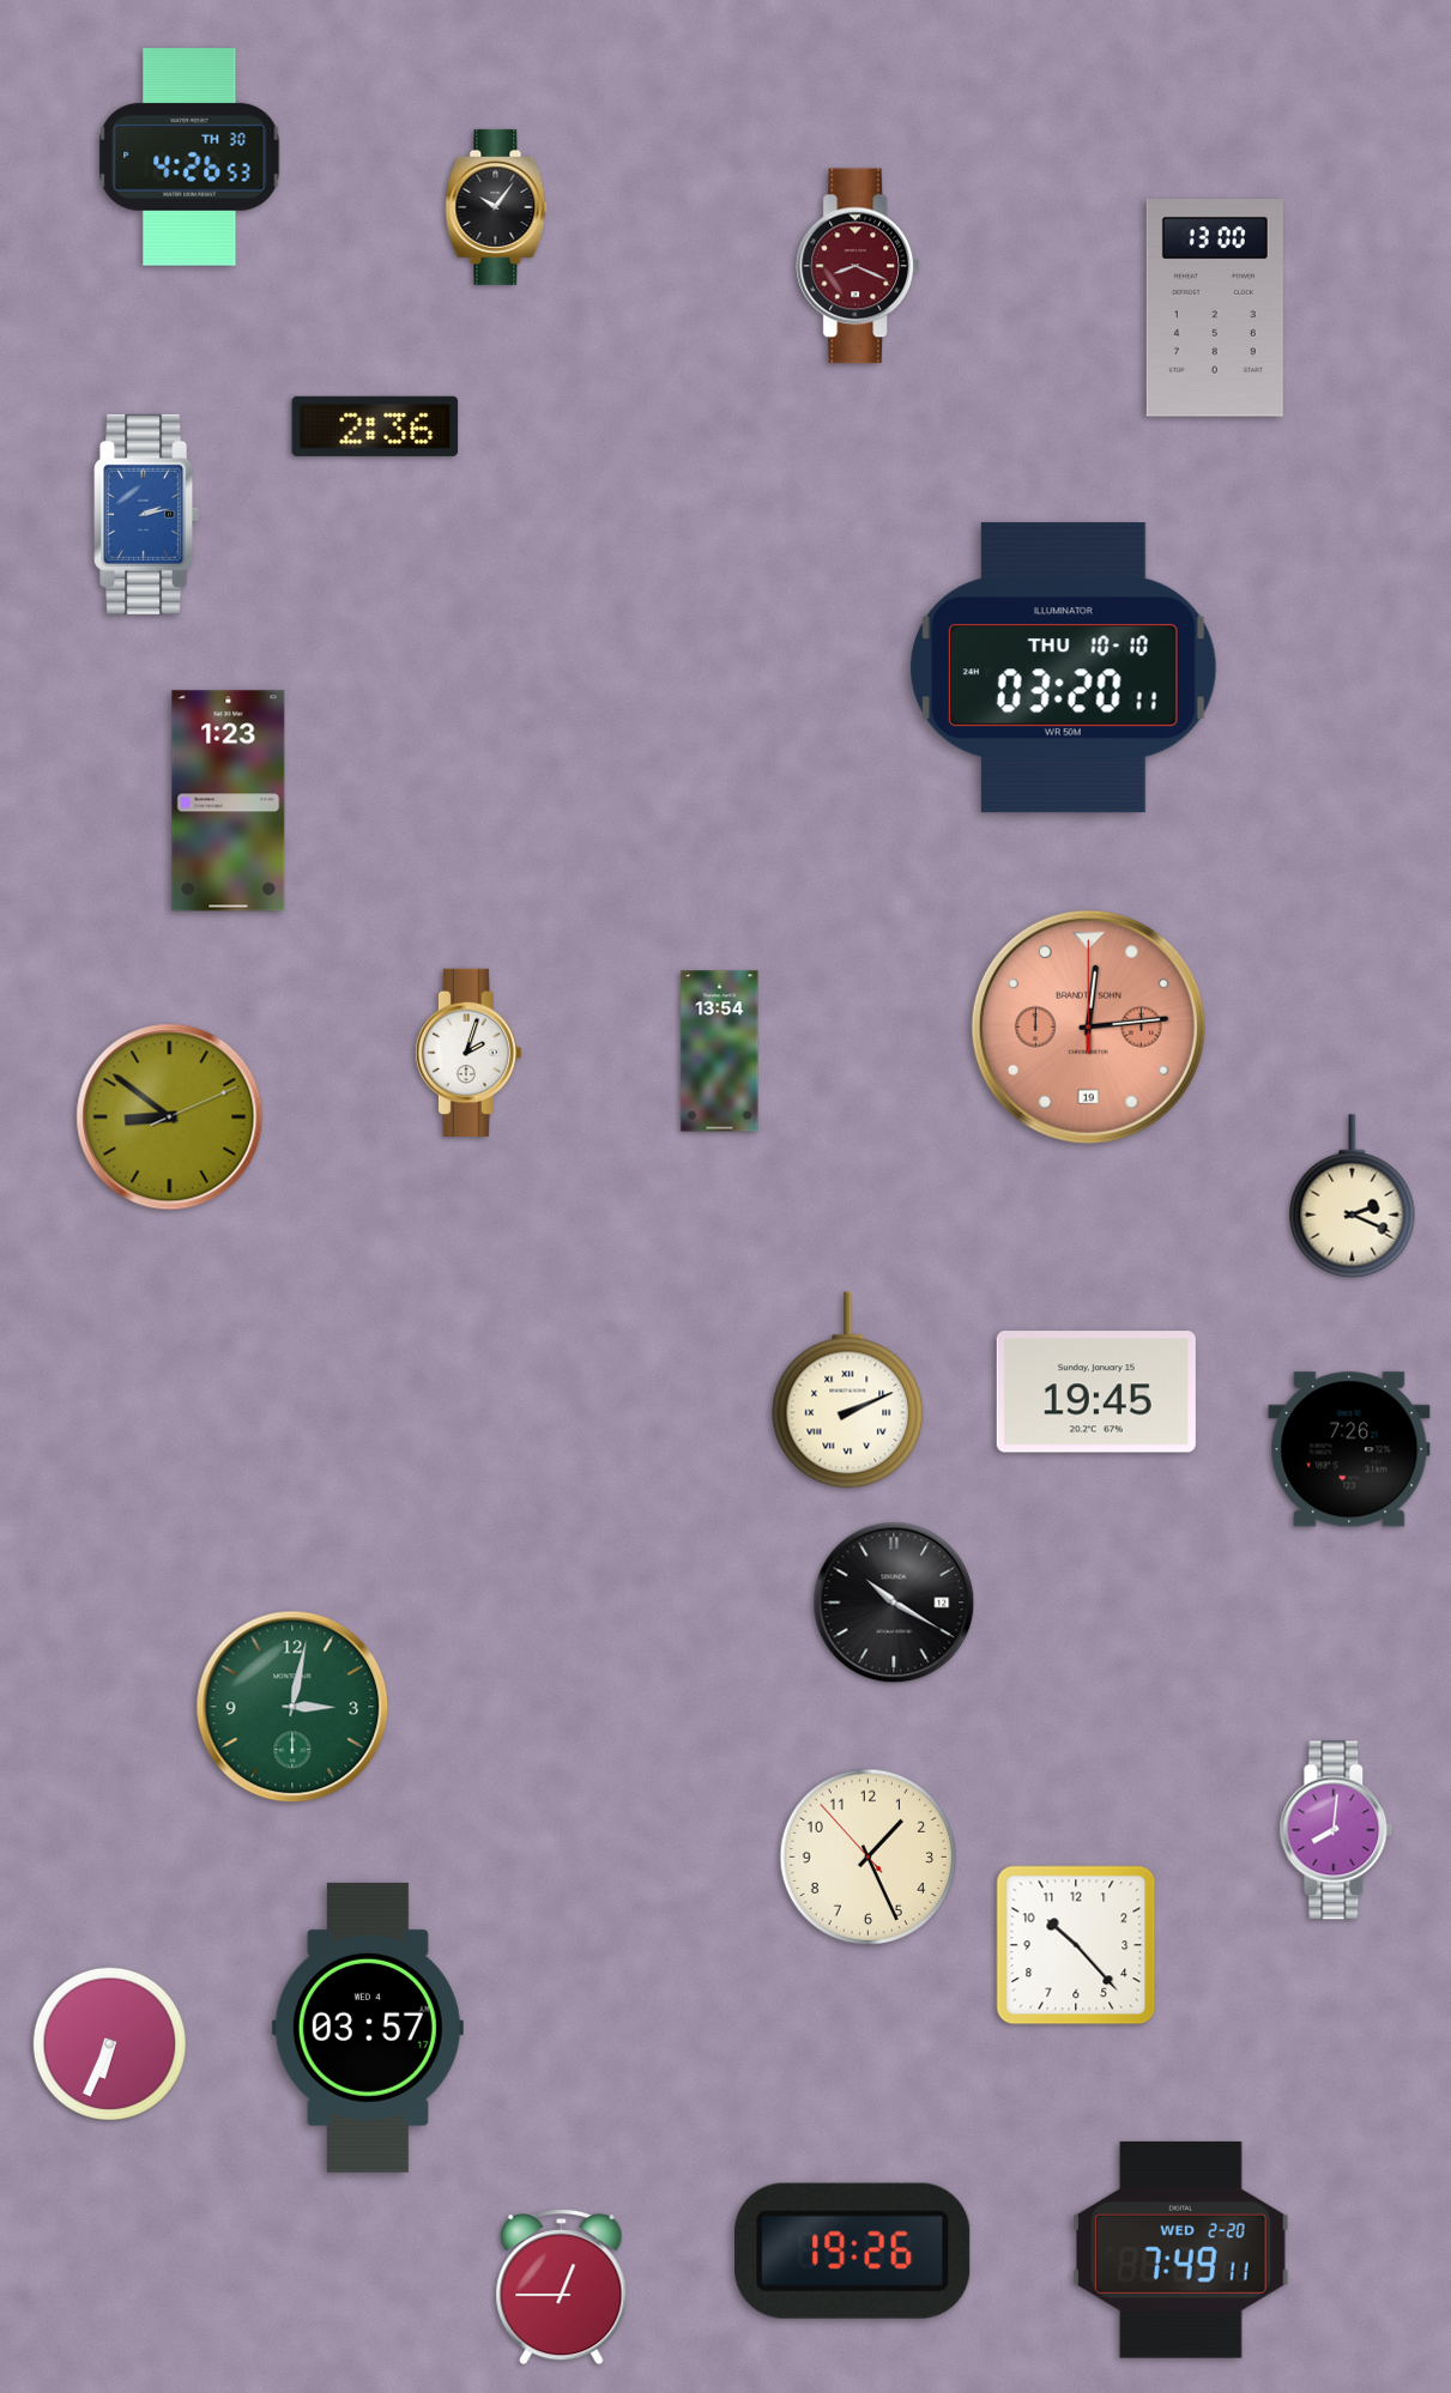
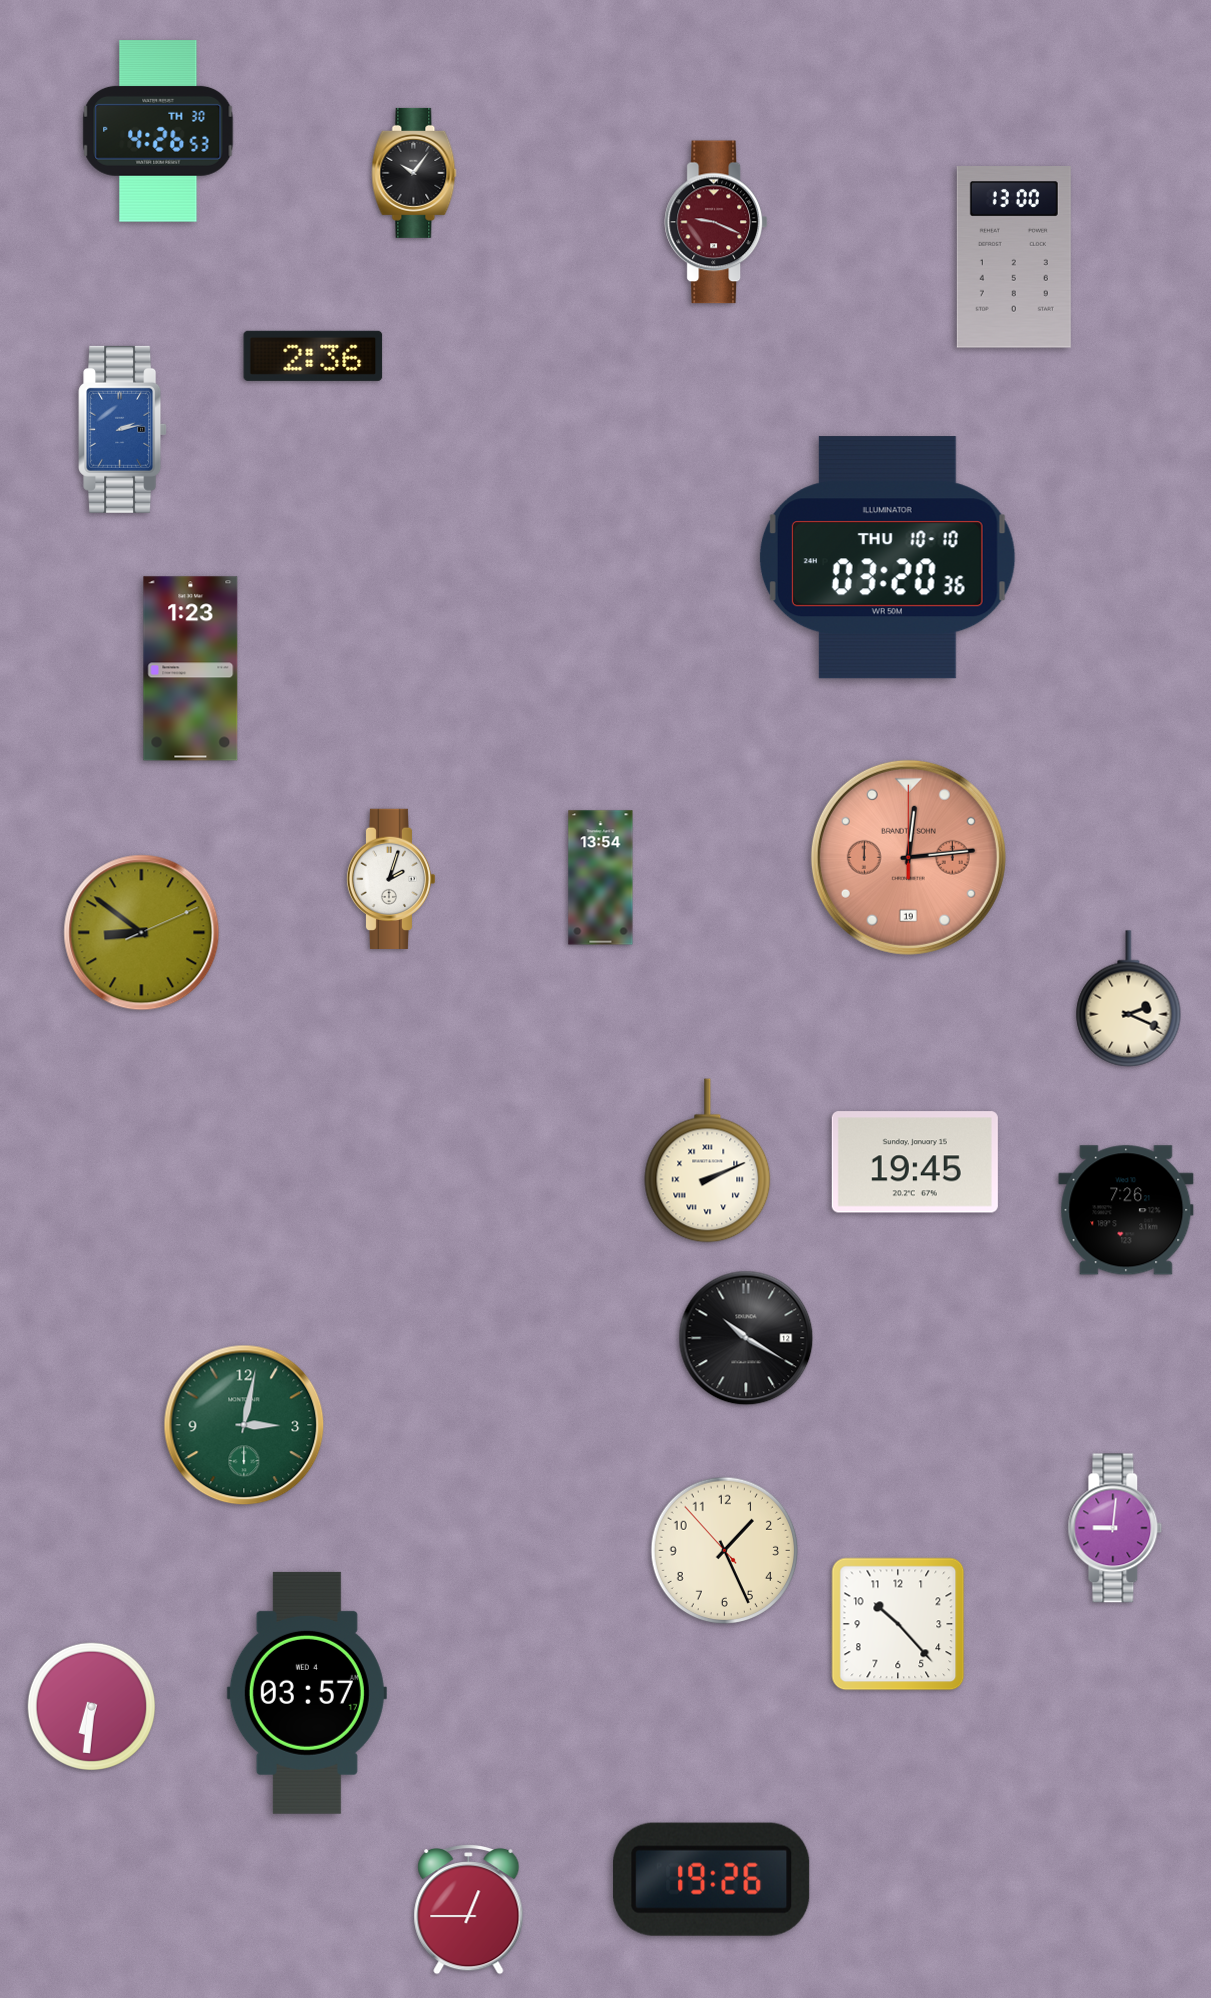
clock at (857, 266): 8:19 -> 9:19
clock at (1063, 668): 03:20:11 -> 03:20:36
clock at (1336, 1830): 8:01 -> 9:01
clock at (109, 2043): 6:34 -> 6:31
clock at (1180, 2249): 7:49 -> none
